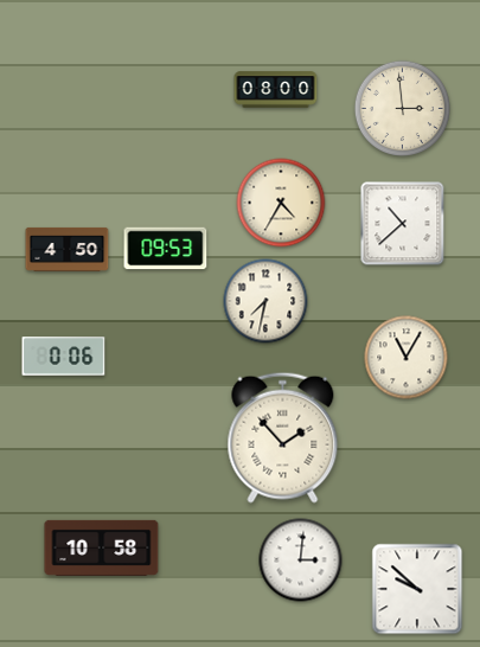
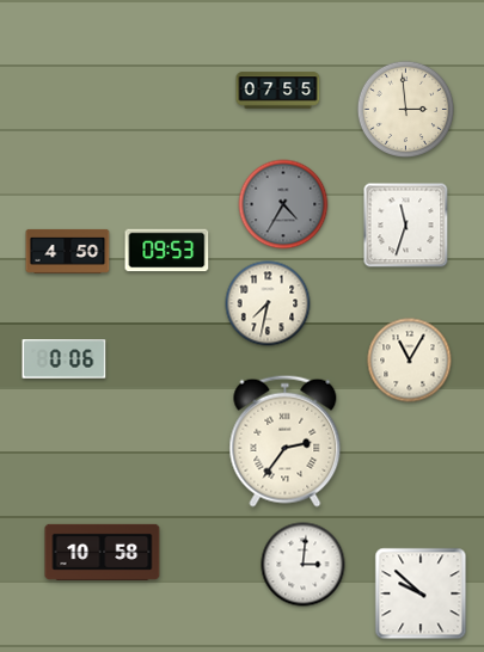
clock at (276, 90): 08:00 -> 07:55
clock at (281, 203) dial: cream -> grey
clock at (403, 224): 10:38 -> 11:33
clock at (283, 437): 1:53 -> 2:36
